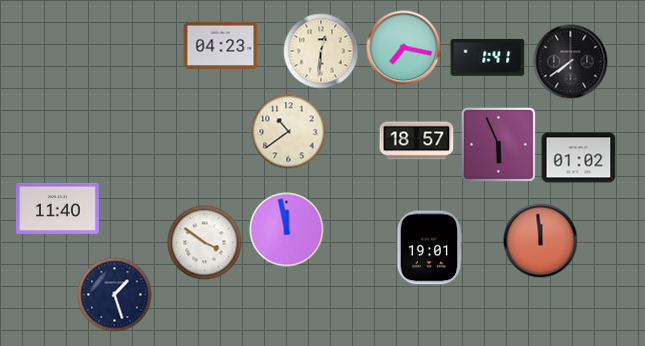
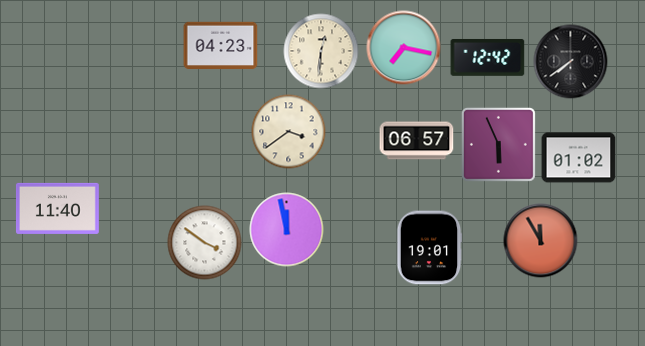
clock at (488, 57): 1:41 -> 12:42
clock at (289, 132): 10:39 -> 3:39
clock at (417, 141): 18:57 -> 06:57
clock at (541, 241): 11:59 -> 11:55
clock at (115, 295): 1:27 -> none
